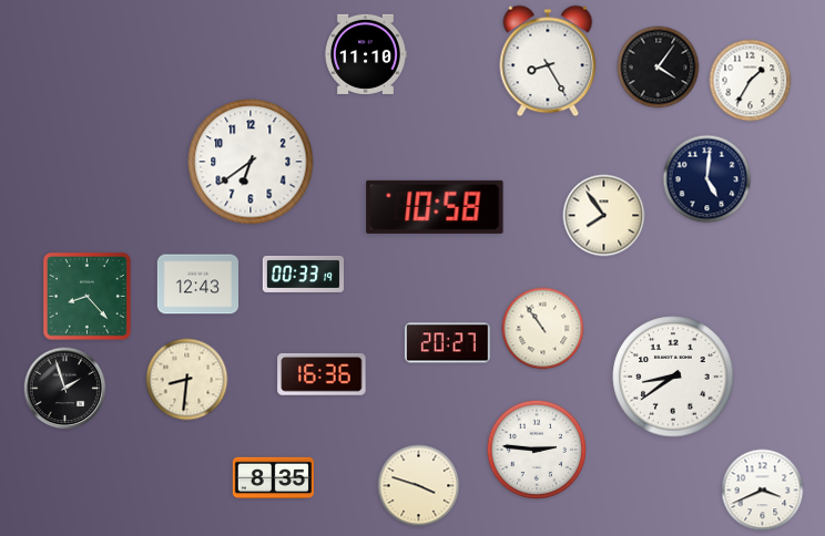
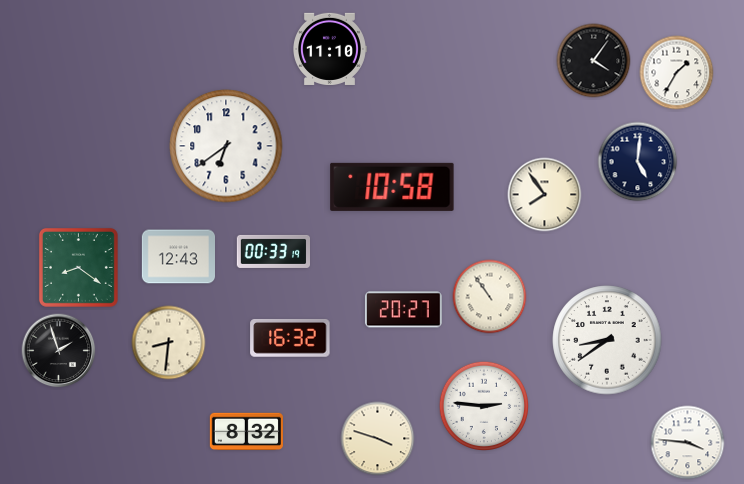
clock at (548, 61): 8:25 -> none
clock at (303, 274) position: (303, 274) -> (273, 251)
clock at (86, 296): 8:23 -> 8:21
clock at (322, 374): 16:36 -> 16:32
clock at (273, 478): 8:35 -> 8:32
clock at (763, 491): 3:41 -> 3:46
